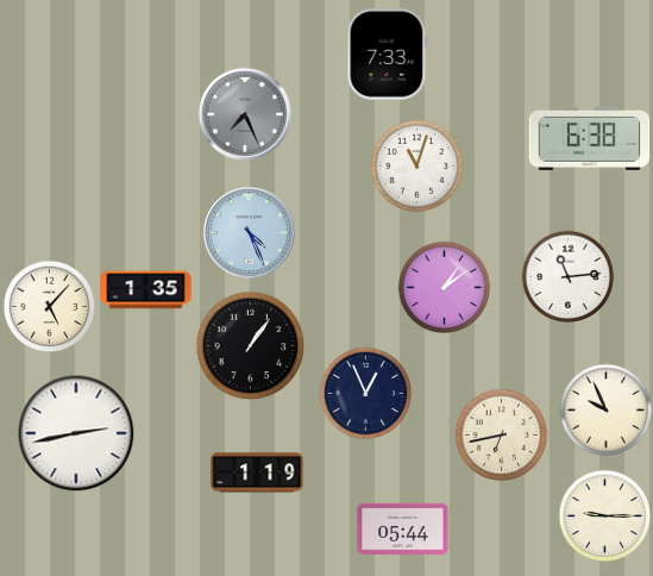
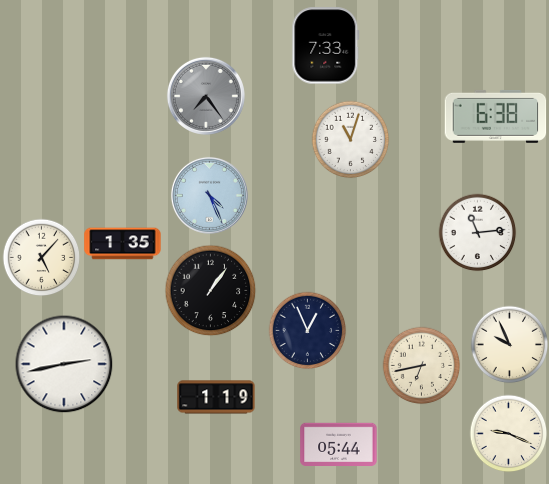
clock at (245, 114): 7:26 -> 7:24
clock at (444, 287): 1:09 -> none
clock at (604, 515): 9:15 -> 9:19
